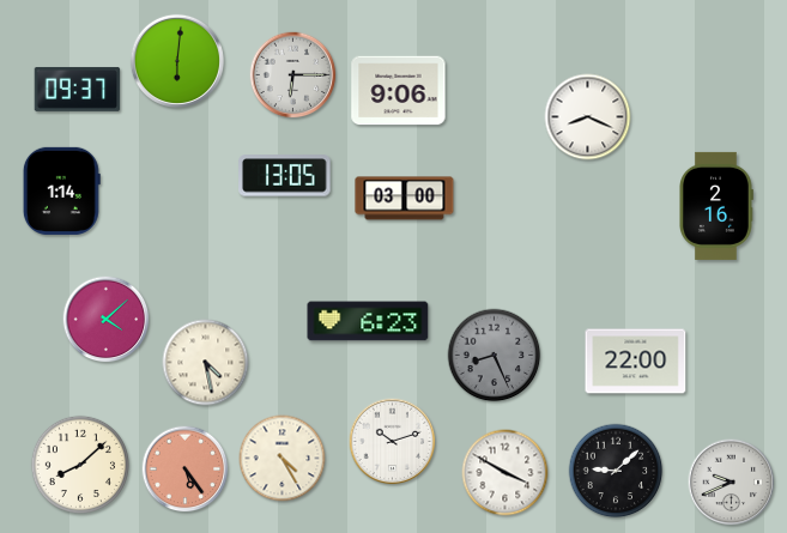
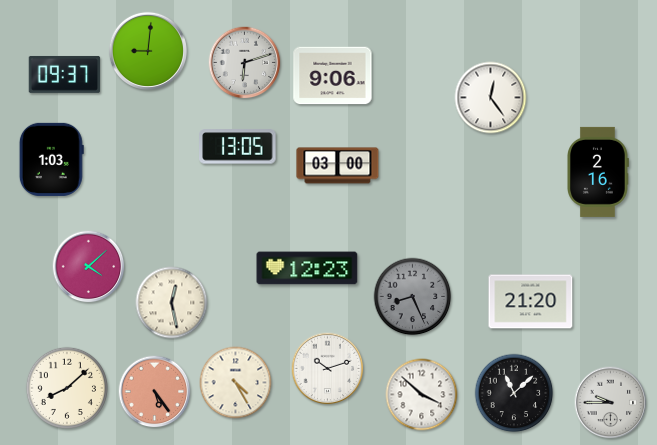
clock at (177, 61): 6:01 -> 9:01
clock at (293, 75): 6:15 -> 6:12
clock at (588, 117): 8:19 -> 12:24
clock at (61, 190): 1:14 -> 1:03
clock at (368, 321): 6:23 -> 12:23
clock at (636, 362): 22:00 -> 21:20
clock at (206, 363): 4:28 -> 12:28
clock at (616, 471): 9:08 -> 11:08
clock at (506, 473): 3:50 -> 3:52
clock at (732, 483): 9:41 -> 9:45
